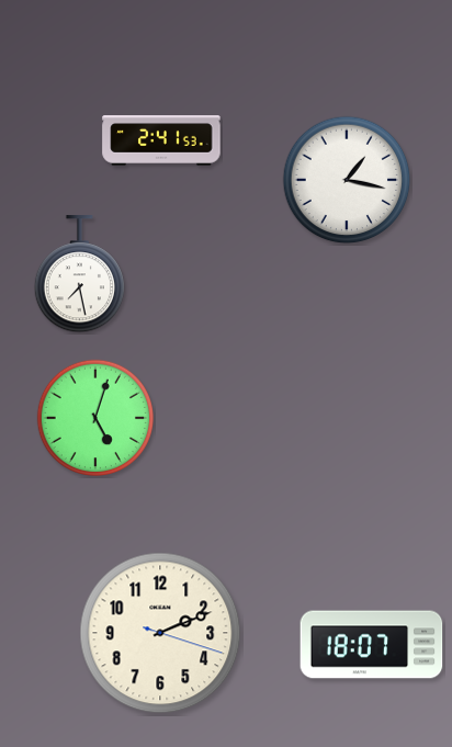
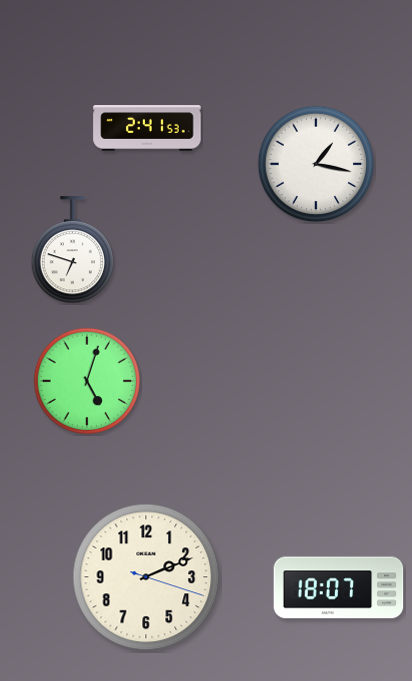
clock at (79, 274): 7:28 -> 6:48
